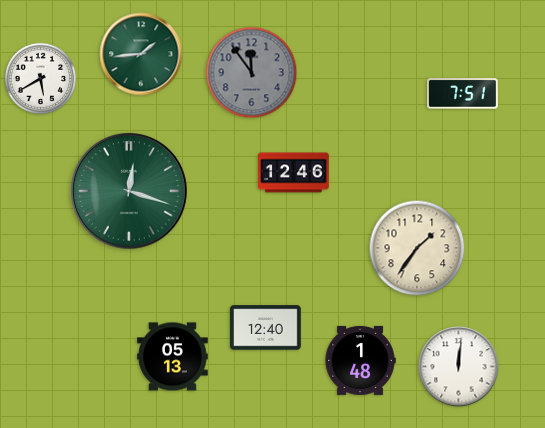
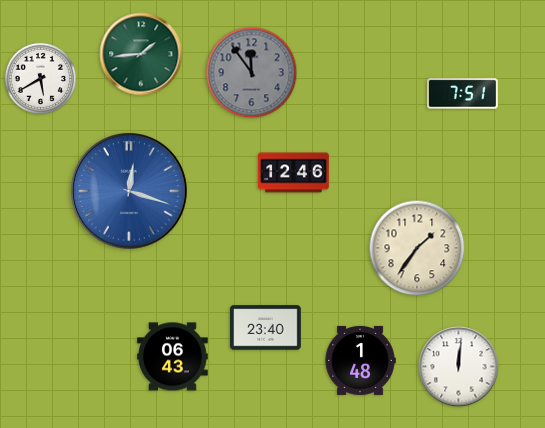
clock at (130, 192) dial: green -> blue
clock at (266, 328): 12:40 -> 23:40
clock at (173, 357): 05:13 -> 06:43
